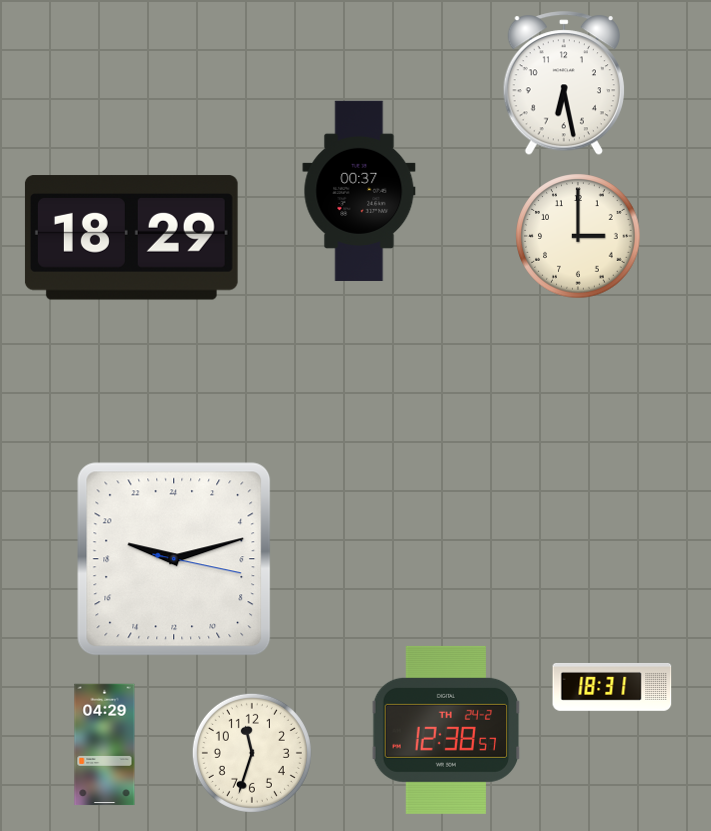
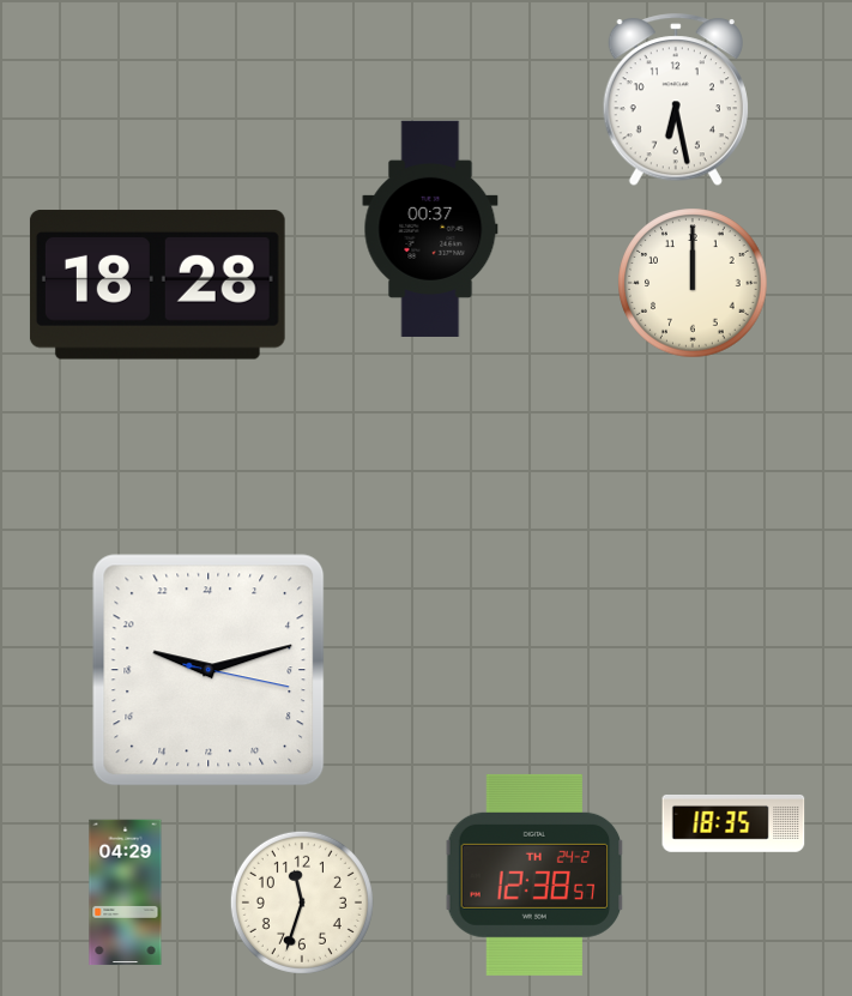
clock at (578, 236): 3:00 -> 12:00
clock at (131, 238): 18:29 -> 18:28
clock at (612, 687): 18:31 -> 18:35
